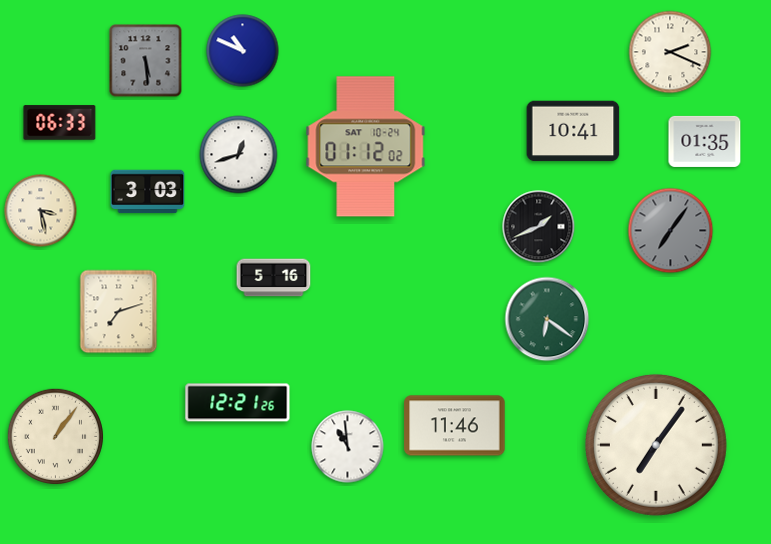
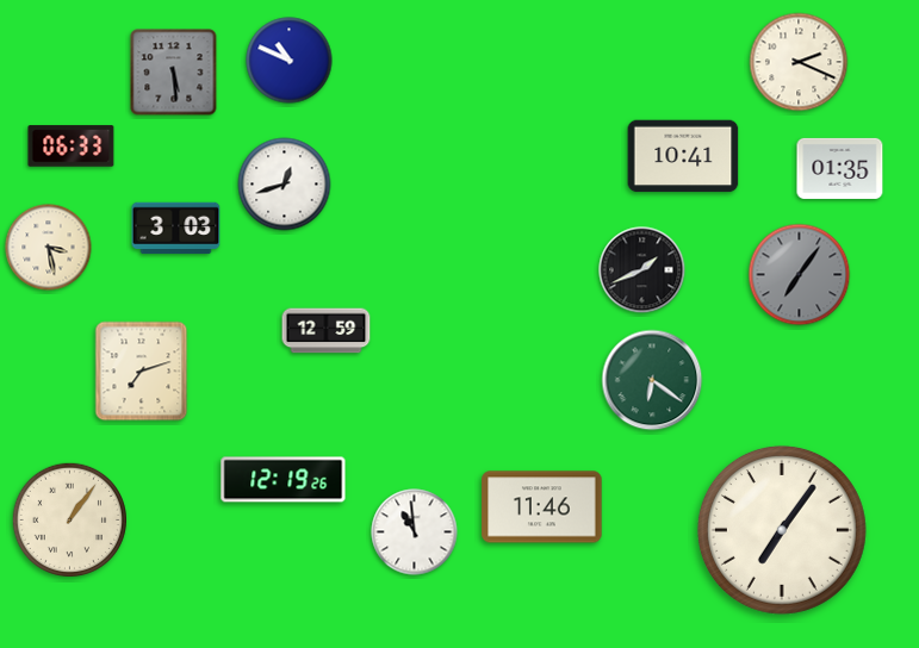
clock at (366, 147): 01:12 -> none
clock at (41, 211) position: (41, 211) -> (49, 248)
clock at (274, 278): 5:16 -> 12:59
clock at (238, 403): 12:21 -> 12:19
clock at (55, 436) position: (55, 436) -> (69, 519)
